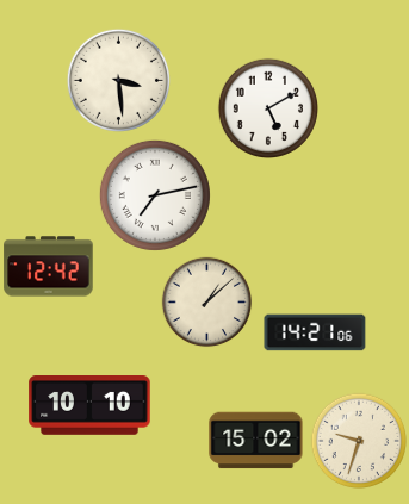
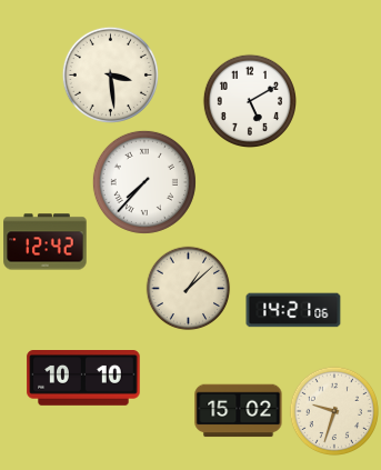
clock at (155, 195): 7:13 -> 7:37
clock at (49, 267) position: (49, 267) -> (46, 242)
clock at (207, 303) position: (207, 303) -> (189, 289)
